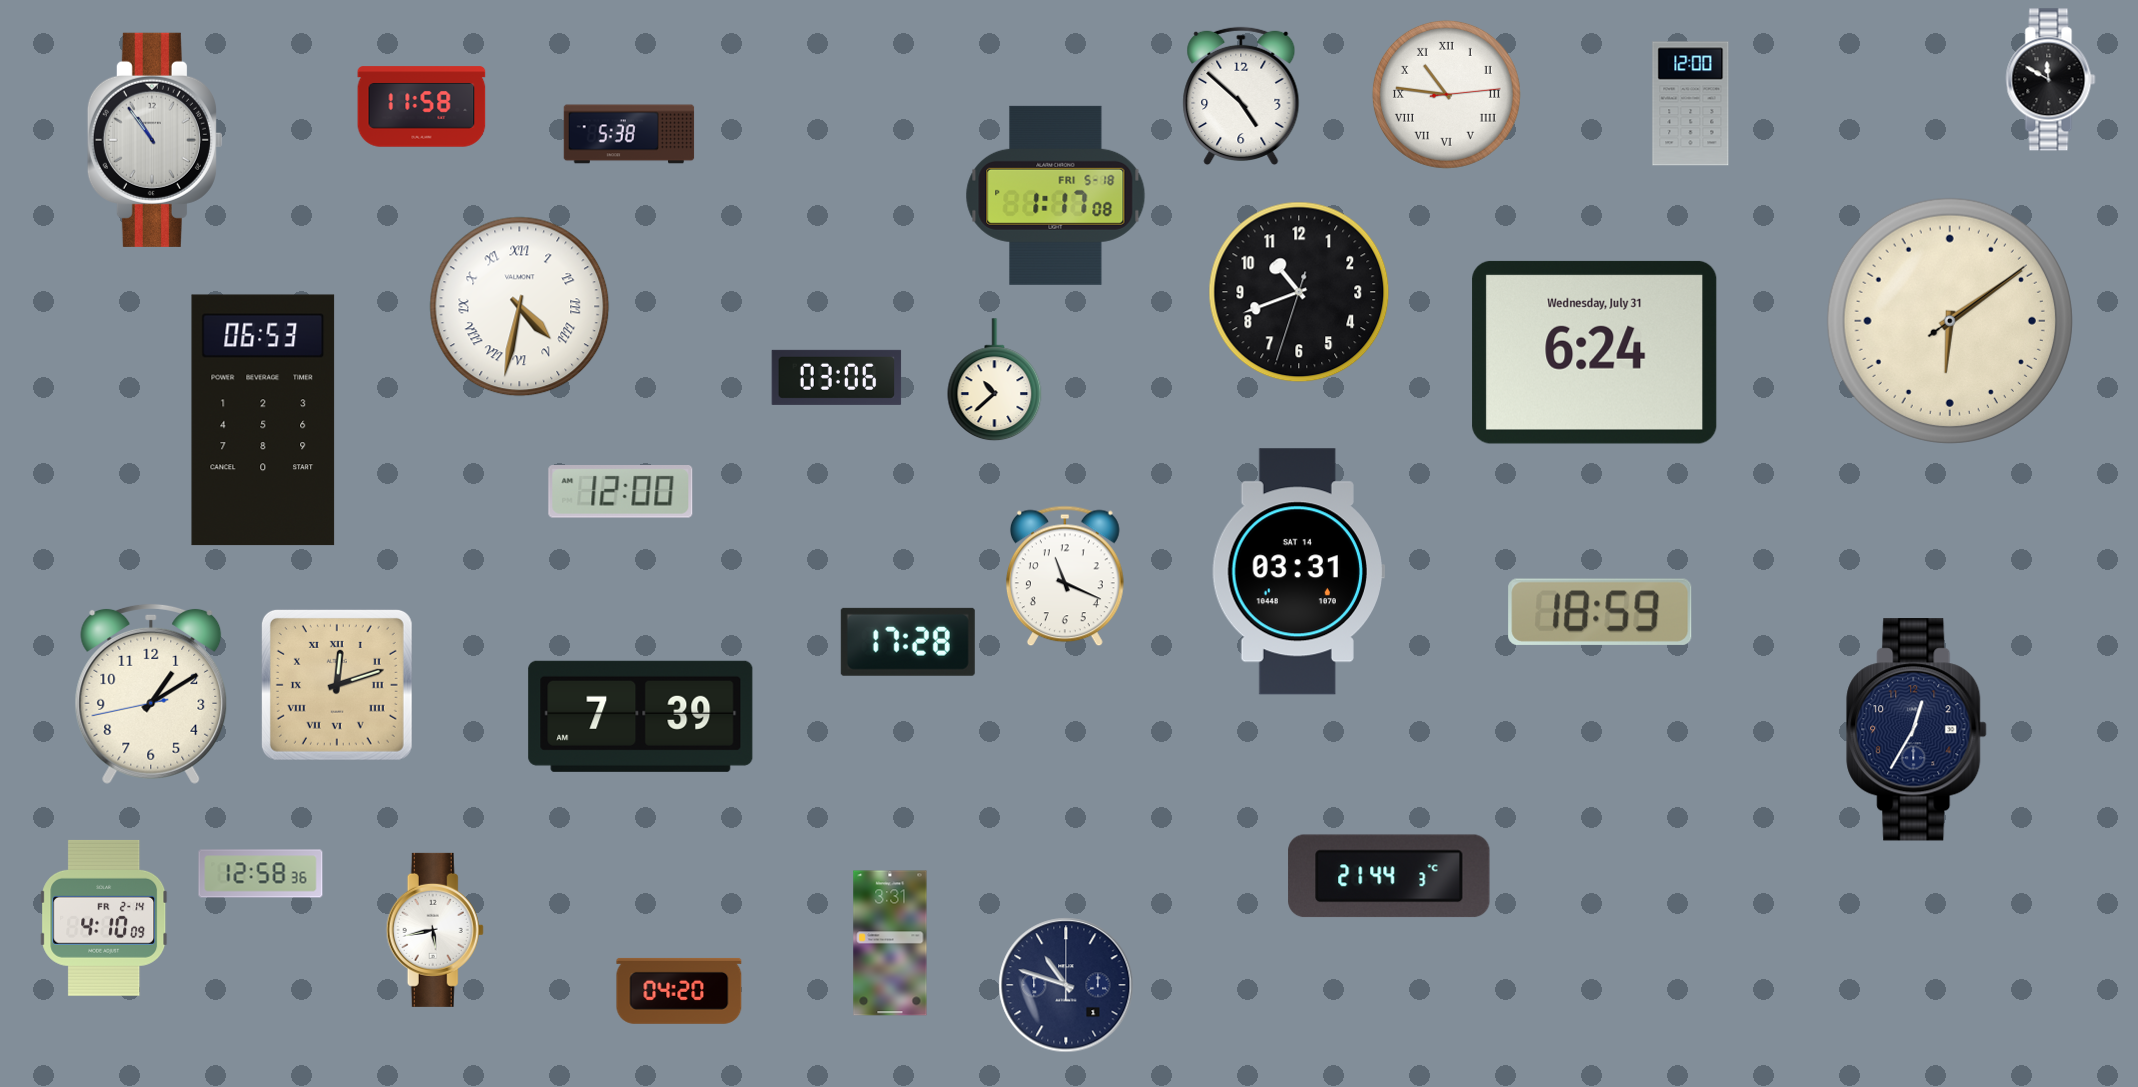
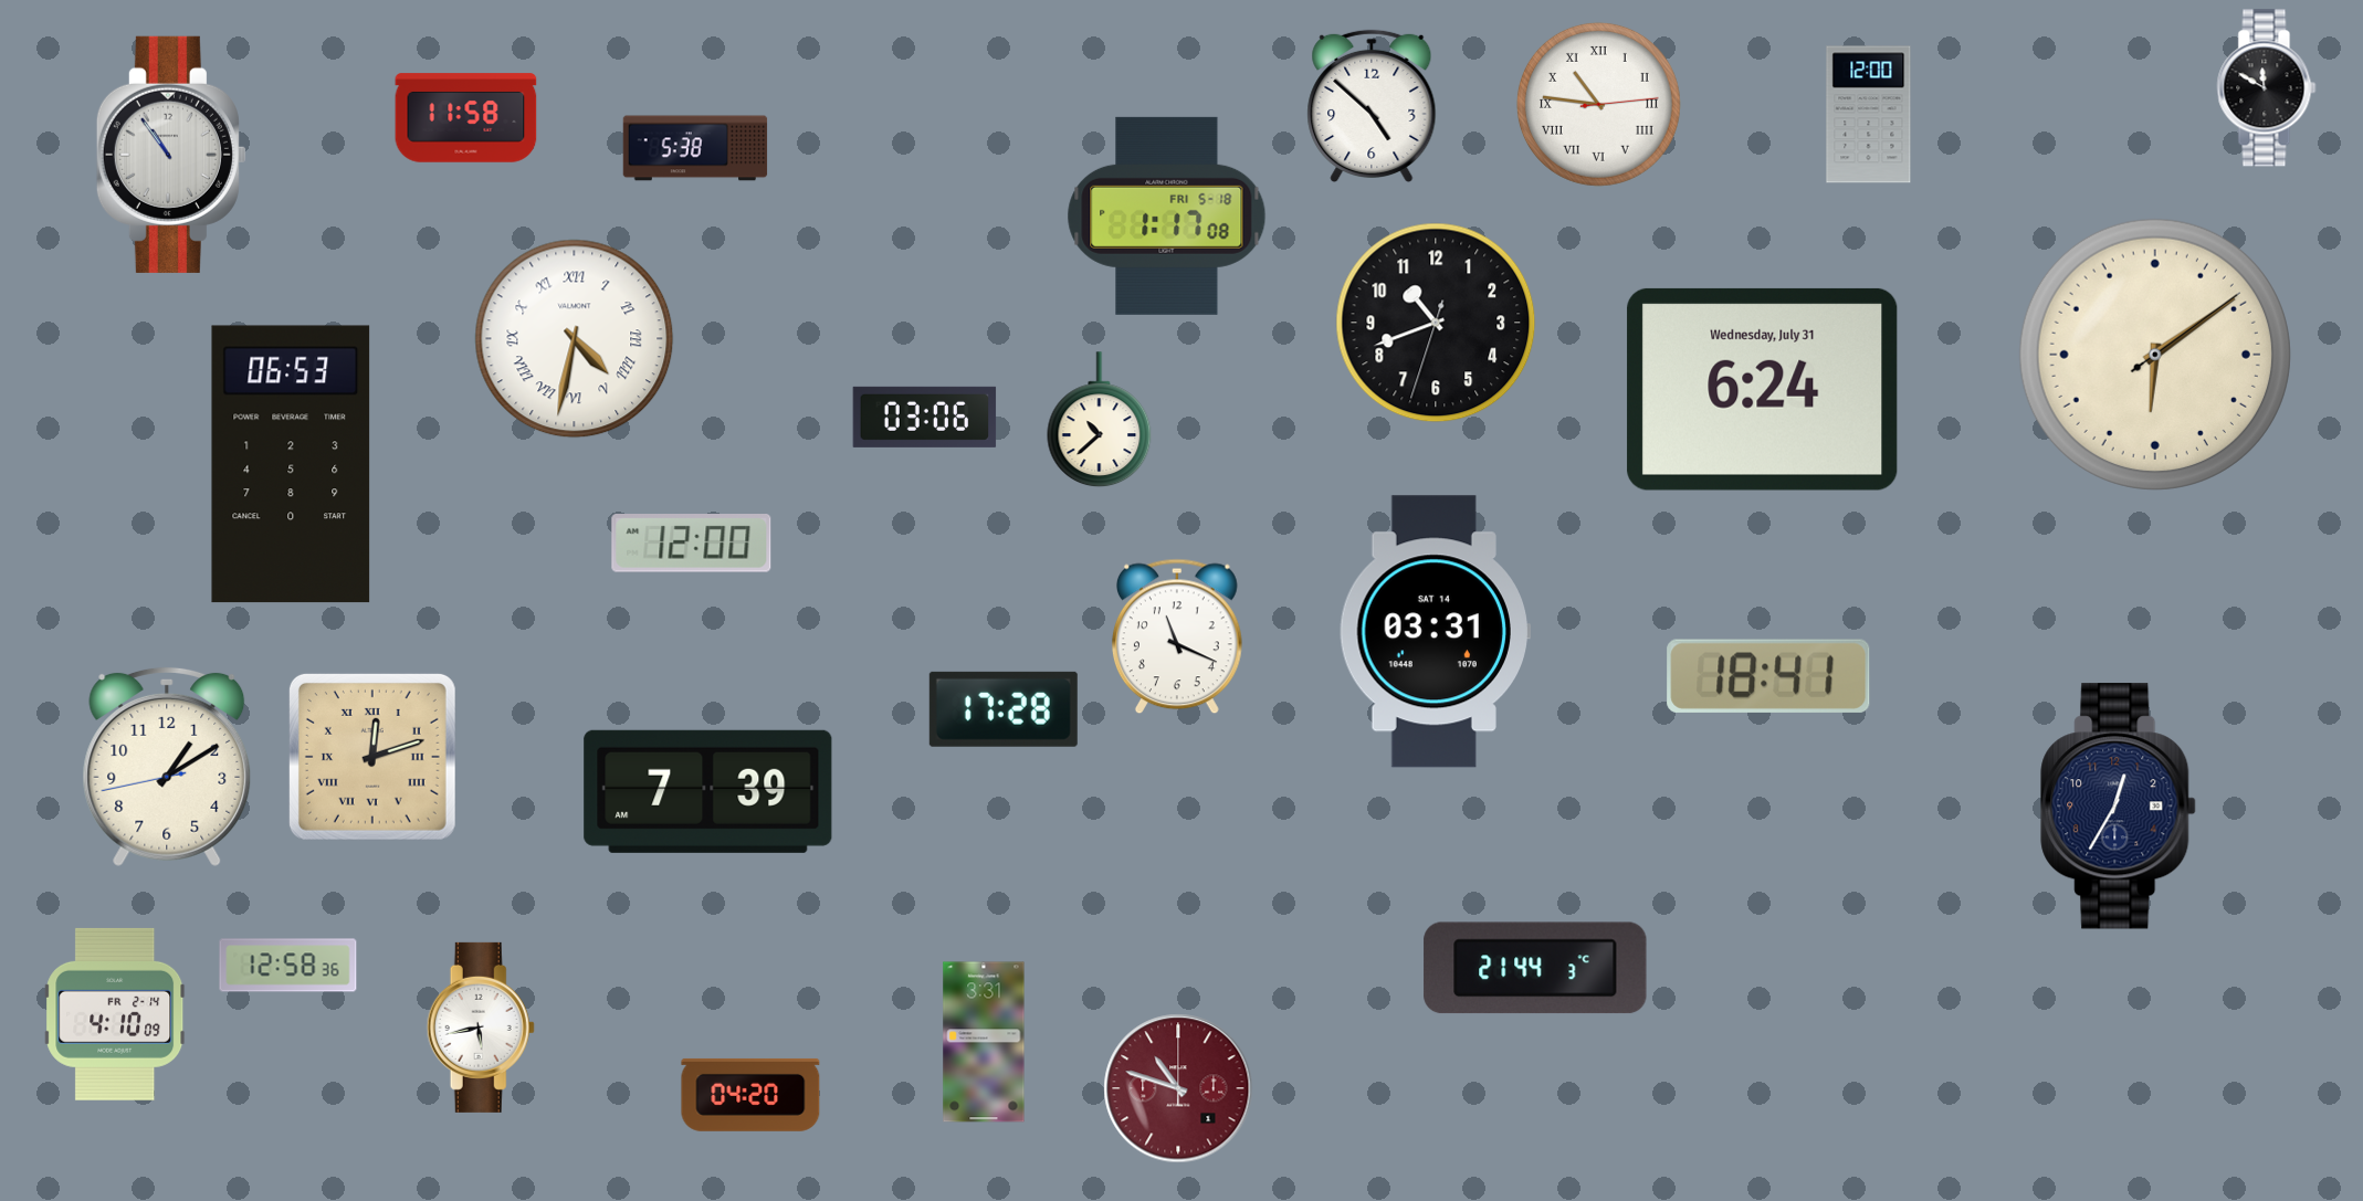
clock at (621, 492) position: (621, 492) -> (692, 544)
clock at (1600, 612): 18:59 -> 18:41
clock at (1066, 985) dial: navy -> burgundy
